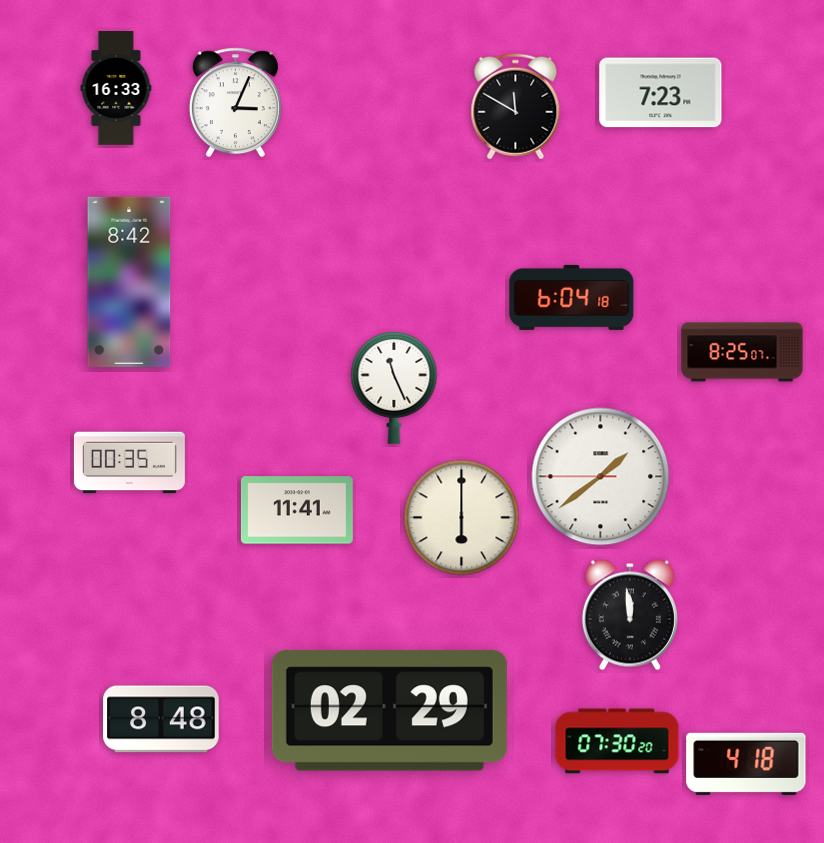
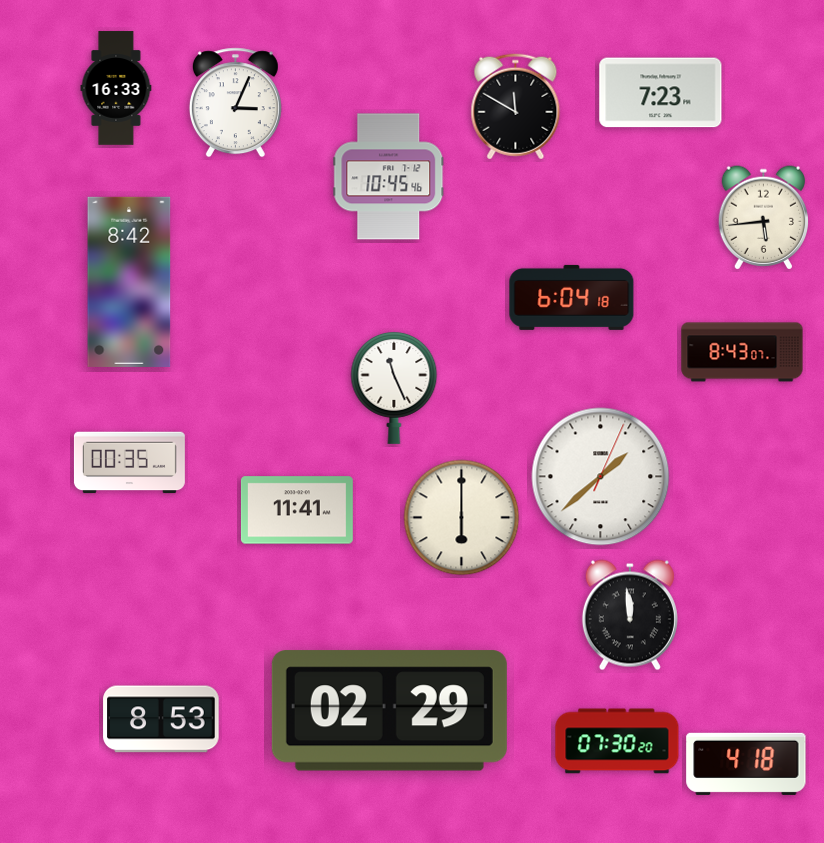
clock at (389, 177): none -> 10:45
clock at (763, 218): none -> 5:44
clock at (742, 352): 8:25 -> 8:43
clock at (601, 477): 1:38:45 -> 1:38:04
clock at (161, 719): 8:48 -> 8:53
